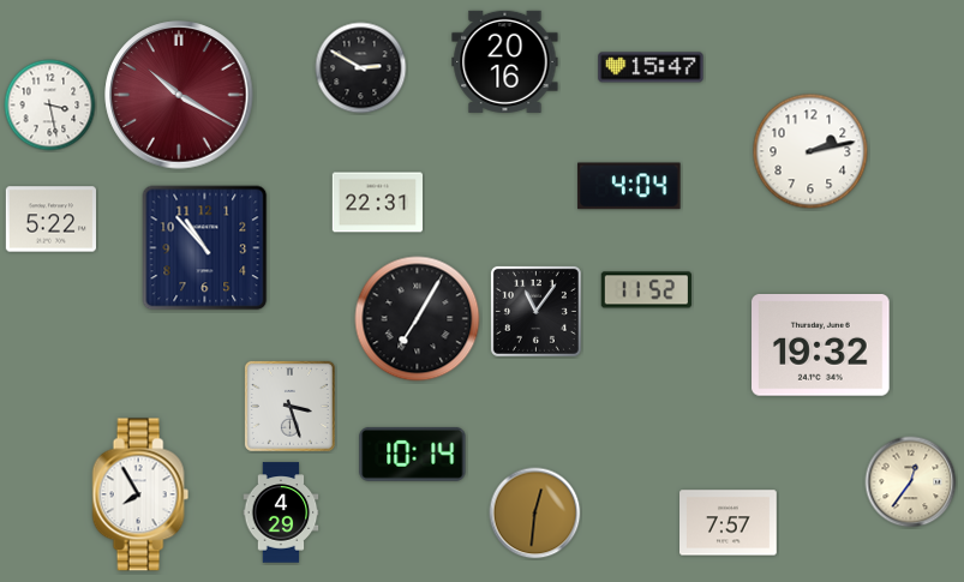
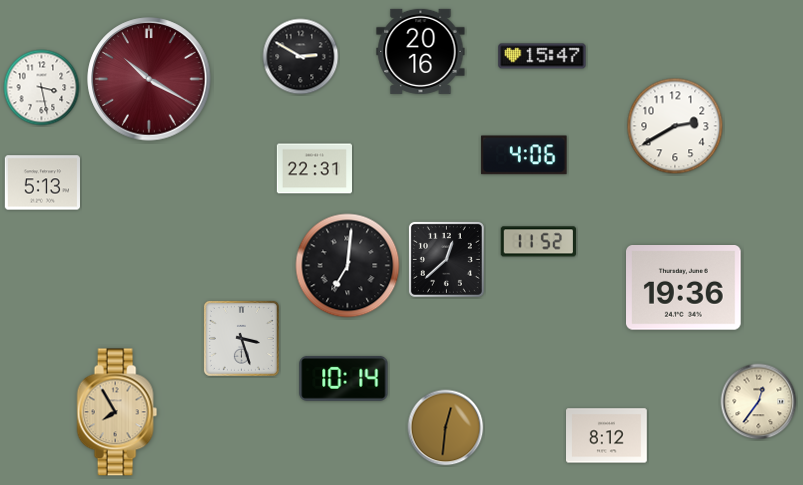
clock at (810, 151): 2:13 -> 2:40
clock at (629, 186): 4:04 -> 4:06
clock at (50, 220): 5:22 -> 5:13
clock at (205, 248): 10:53 -> none
clock at (535, 311): 11:06 -> 12:38
clock at (418, 319): 7:05 -> 7:01
clock at (821, 346): 19:32 -> 19:36
clock at (140, 494) dial: white -> champagne
clock at (281, 512): 4:29 -> none
clock at (729, 523): 7:57 -> 8:12
